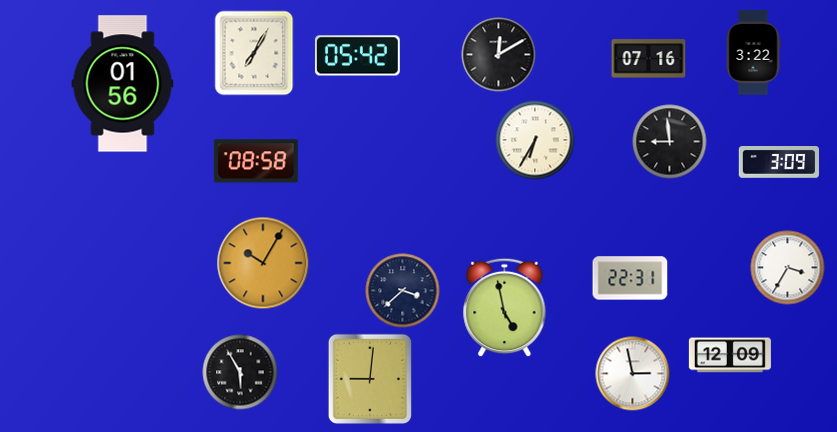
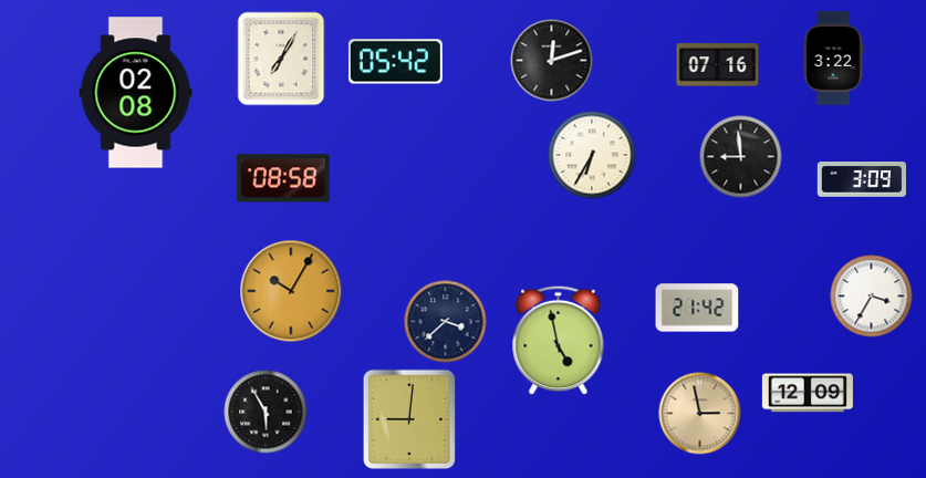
clock at (499, 55): 12:10 -> 12:12
clock at (123, 84): 01:56 -> 02:08
clock at (630, 278): 22:31 -> 21:42
clock at (633, 374) dial: white -> champagne
